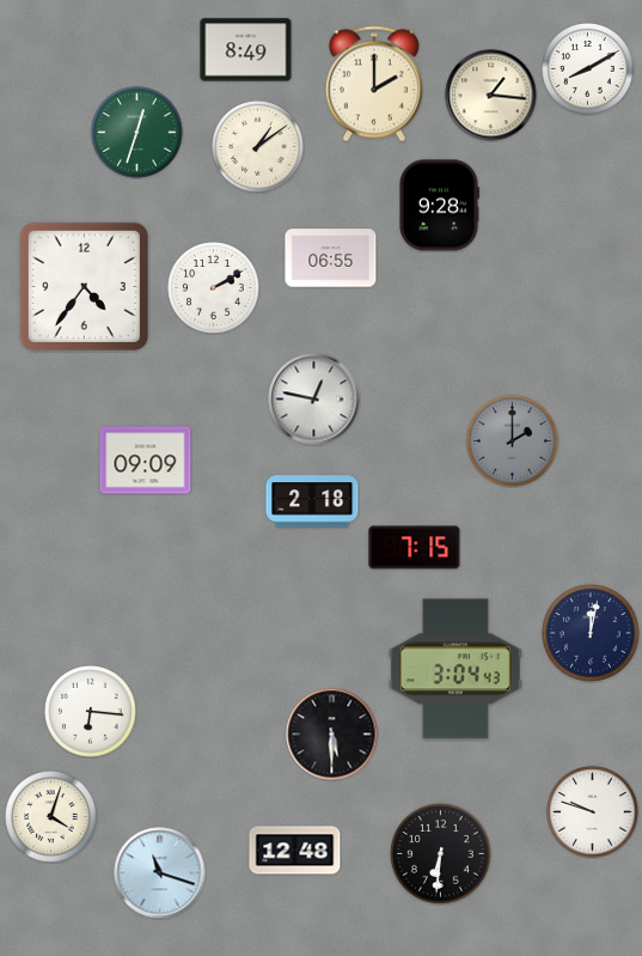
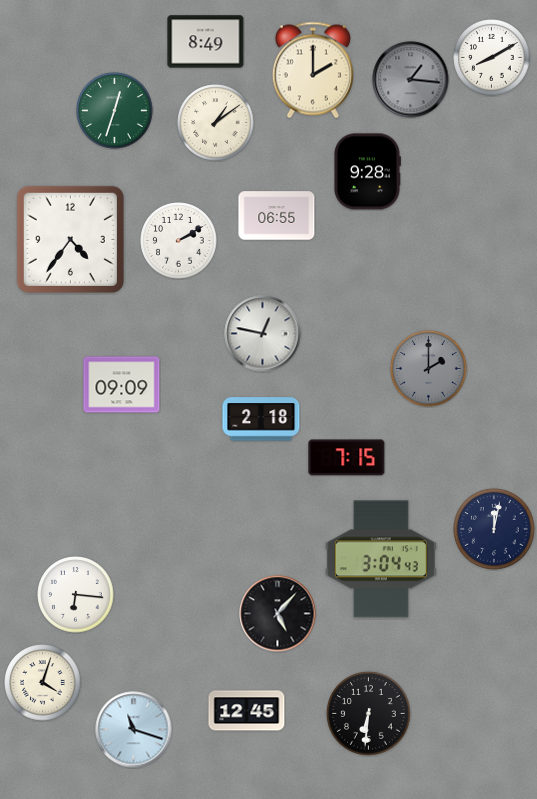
clock at (491, 96) dial: cream -> grey
clock at (332, 735): 5:30 -> 5:07
clock at (593, 812): 9:48 -> none
clock at (295, 851): 12:48 -> 12:45
